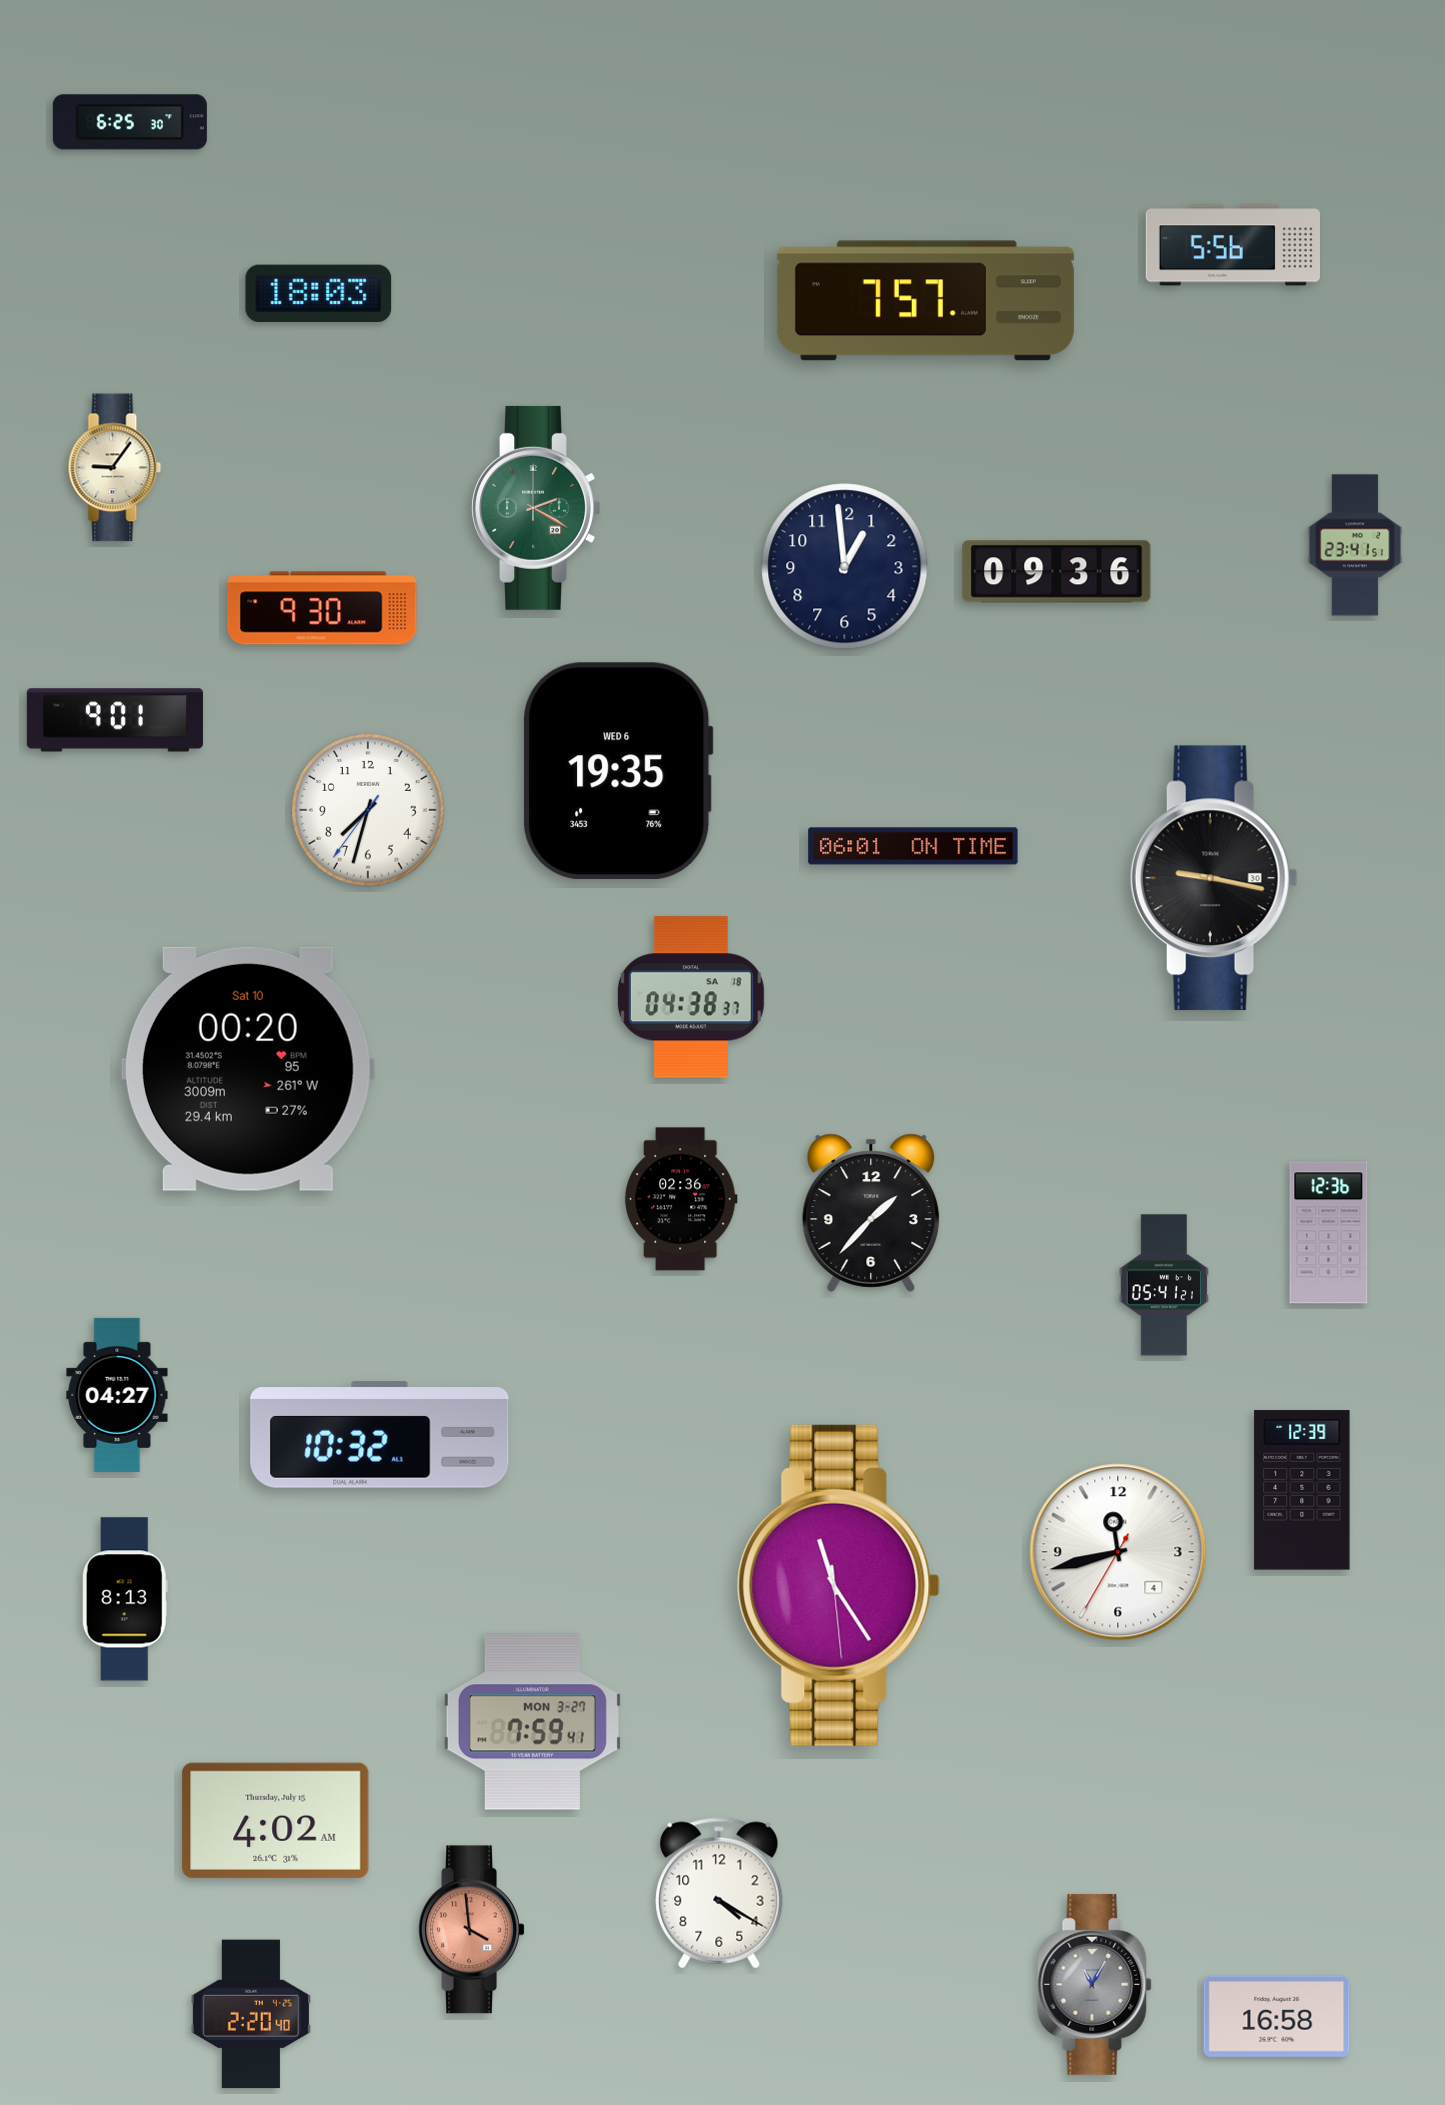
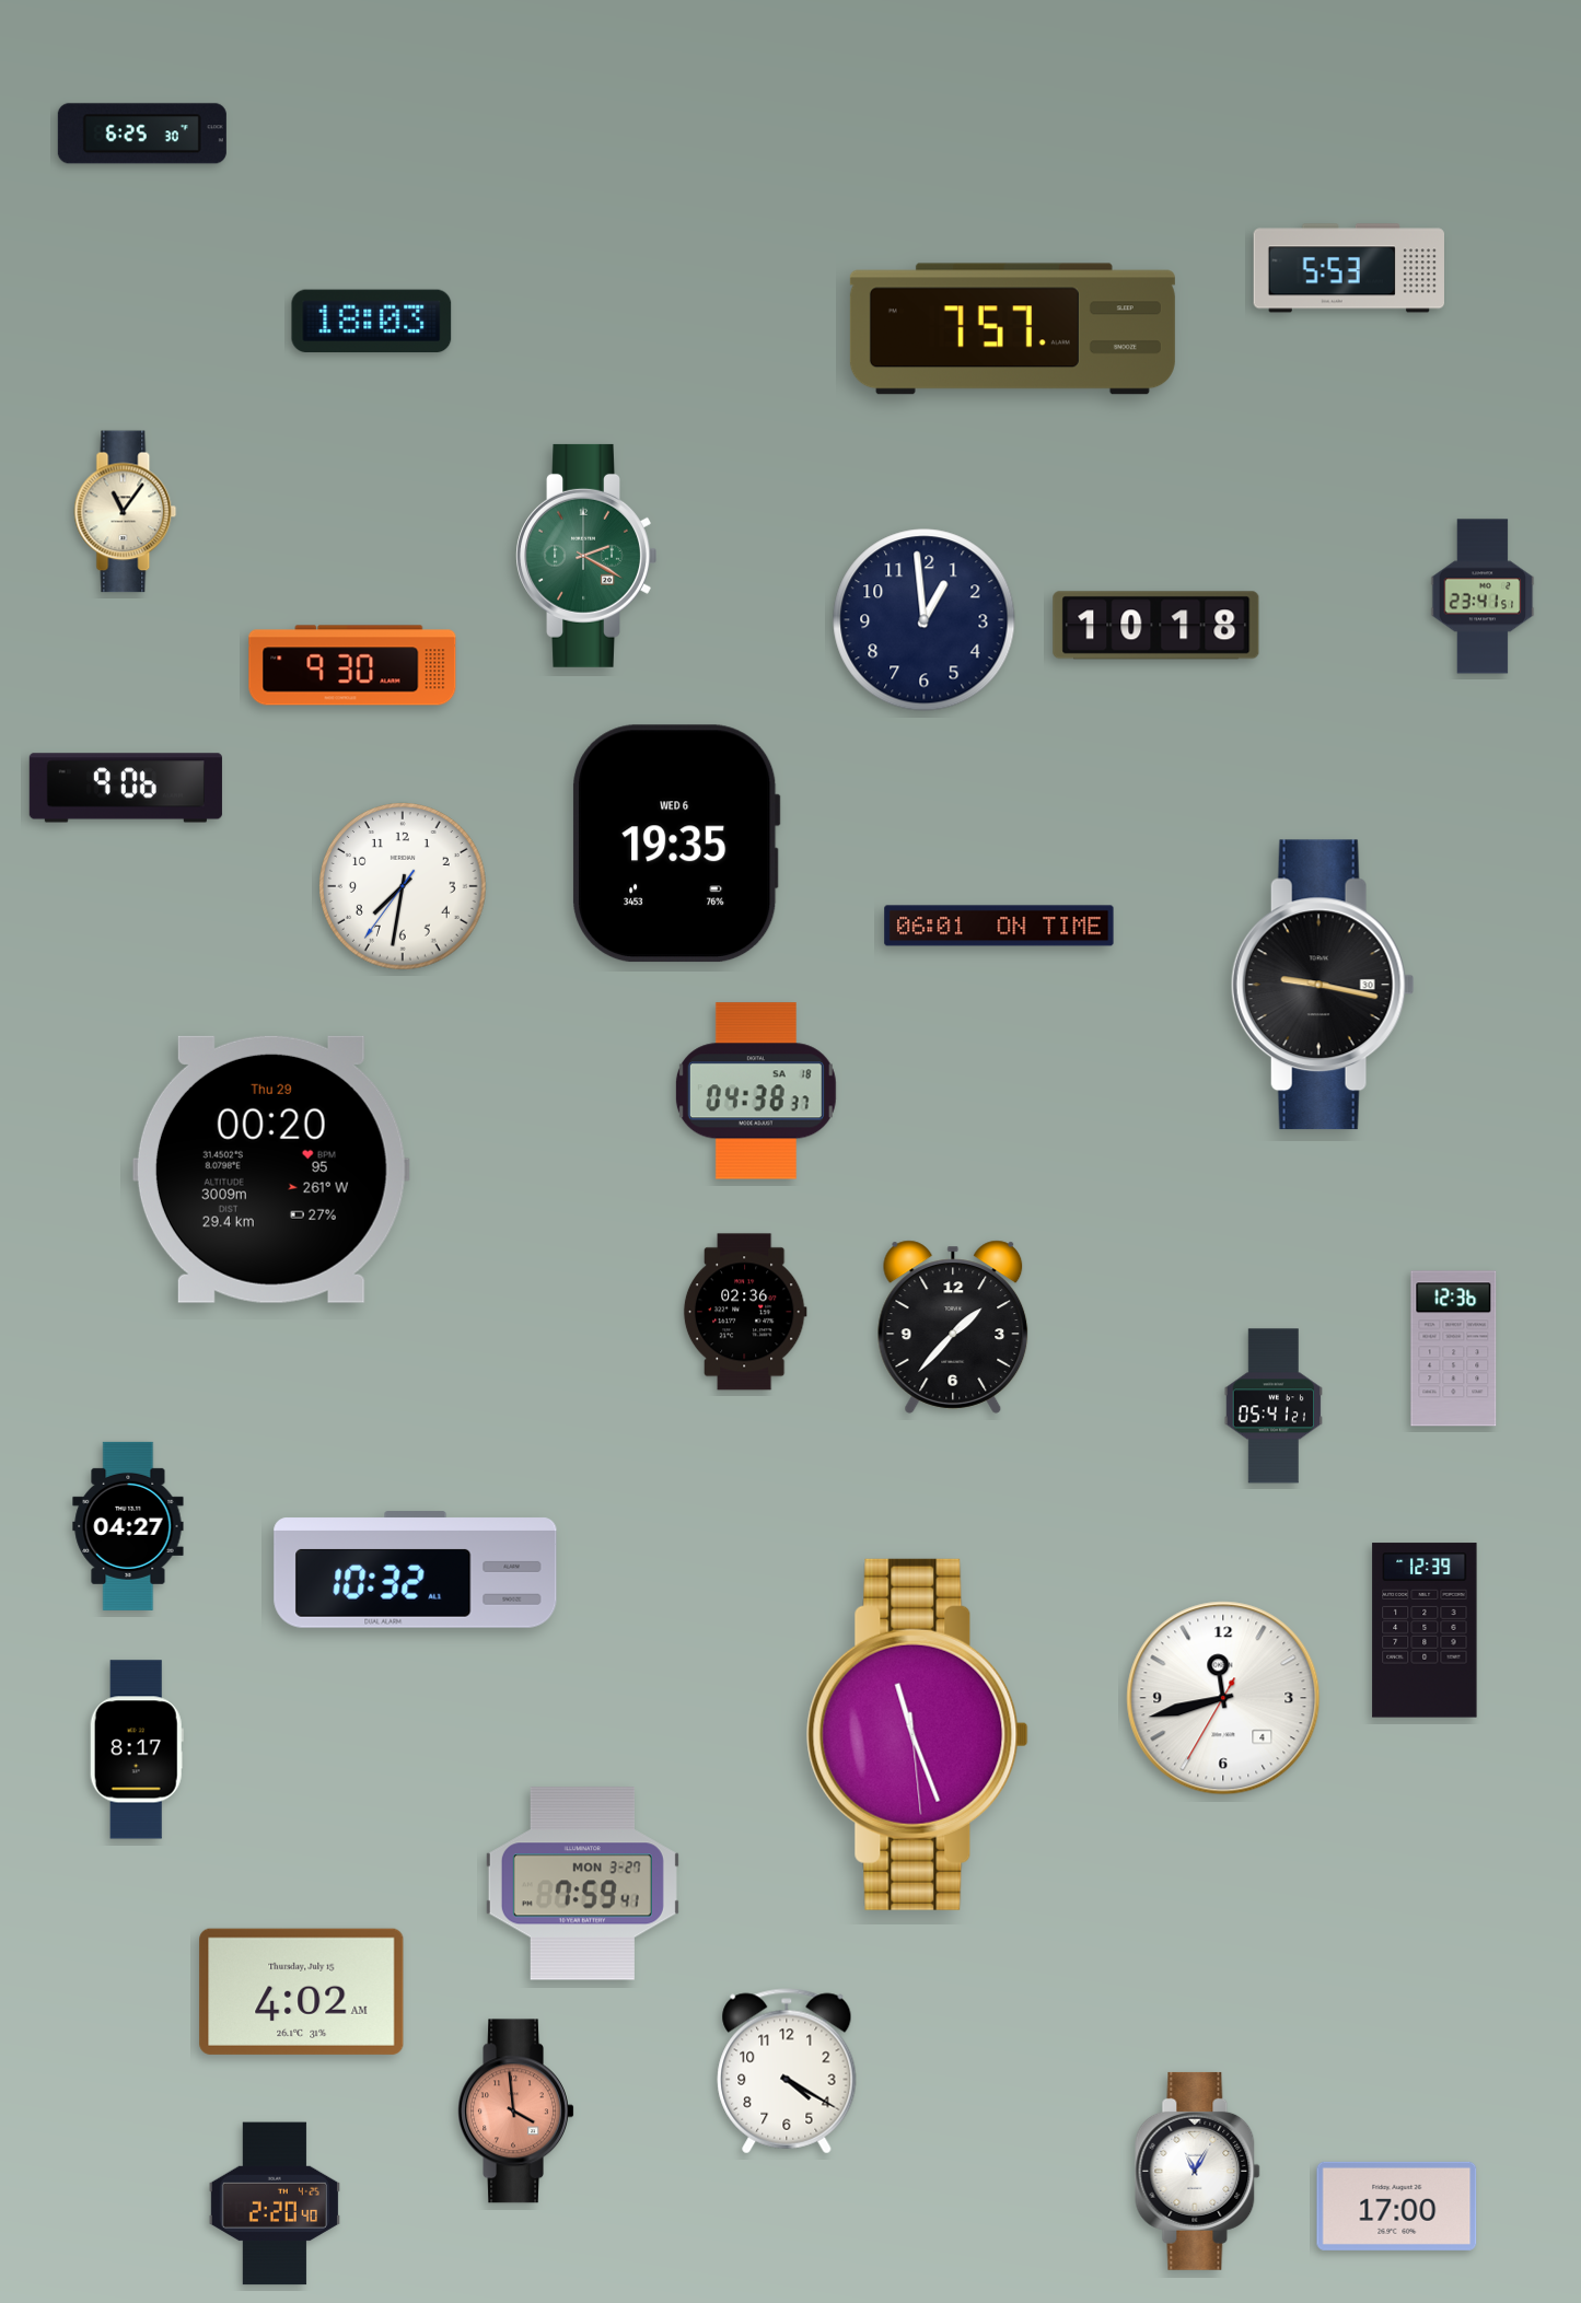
clock at (1232, 245): 5:56 -> 5:53
clock at (319, 293) position: (319, 293) -> (372, 321)
clock at (115, 468): 9:06 -> 11:06
clock at (1057, 572): 09:36 -> 10:18
clock at (115, 720): 9:01 -> 9:06
clock at (369, 811): 7:32 -> 7:31
clock at (1214, 878) position: (1214, 878) -> (1323, 985)
clock at (248, 1069) date: Sat 10 -> Thu 29
clock at (838, 1585): 11:24 -> 11:26
clock at (125, 1599): 8:13 -> 8:17
clock at (1095, 1984) dial: grey -> white
clock at (1277, 2016): 16:58 -> 17:00
